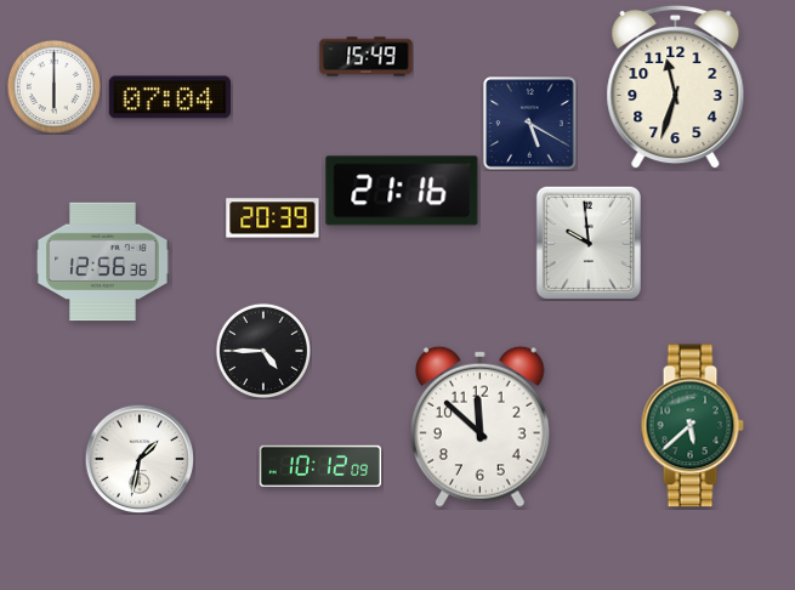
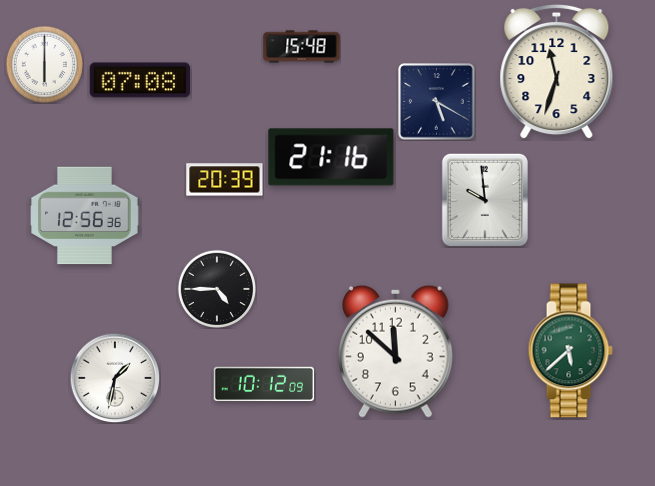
clock at (367, 57): 15:49 -> 15:48
clock at (53, 86) position: (53, 86) -> (44, 64)
clock at (169, 97): 07:04 -> 07:08
